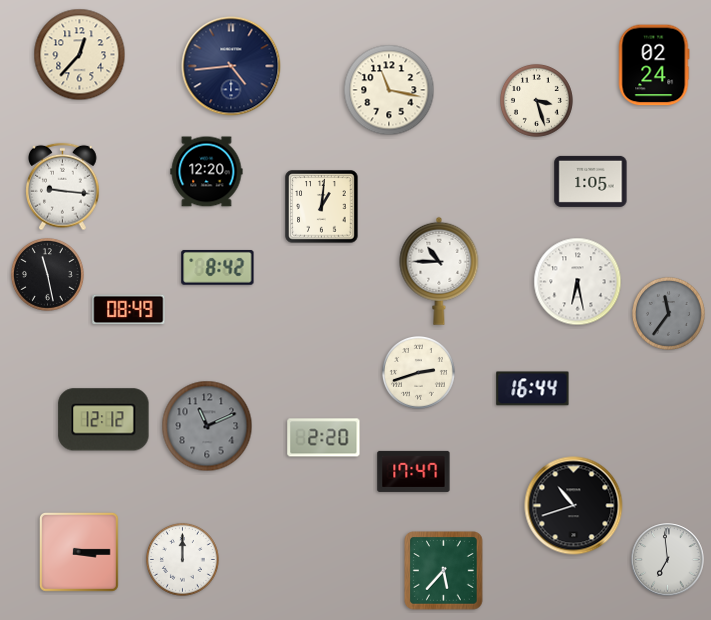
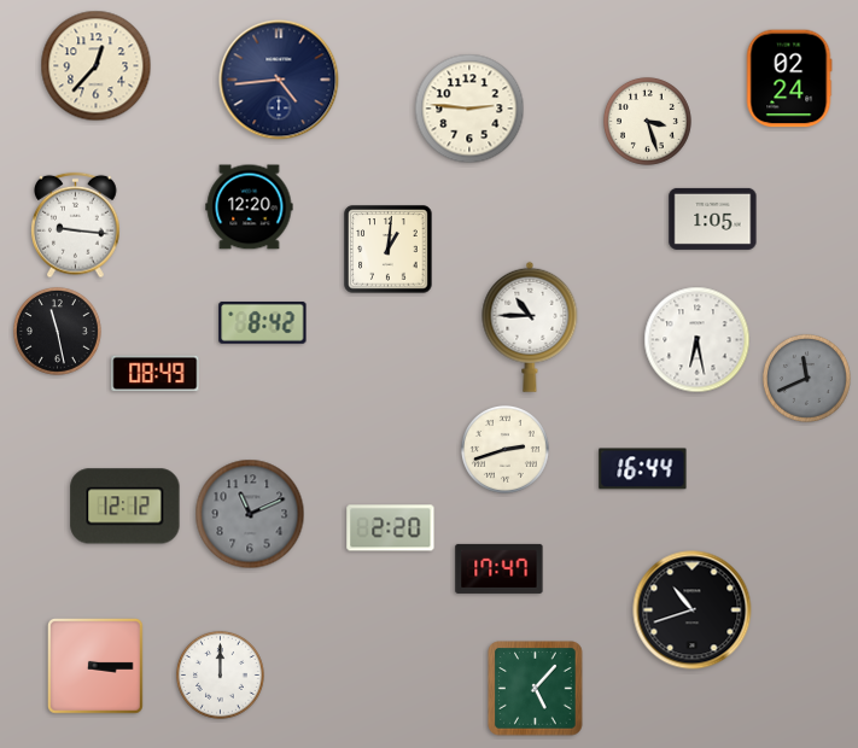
clock at (389, 90): 11:17 -> 2:46
clock at (668, 313): 11:36 -> 11:41
clock at (668, 560): 6:59 -> none
clock at (444, 571): 5:37 -> 5:07
